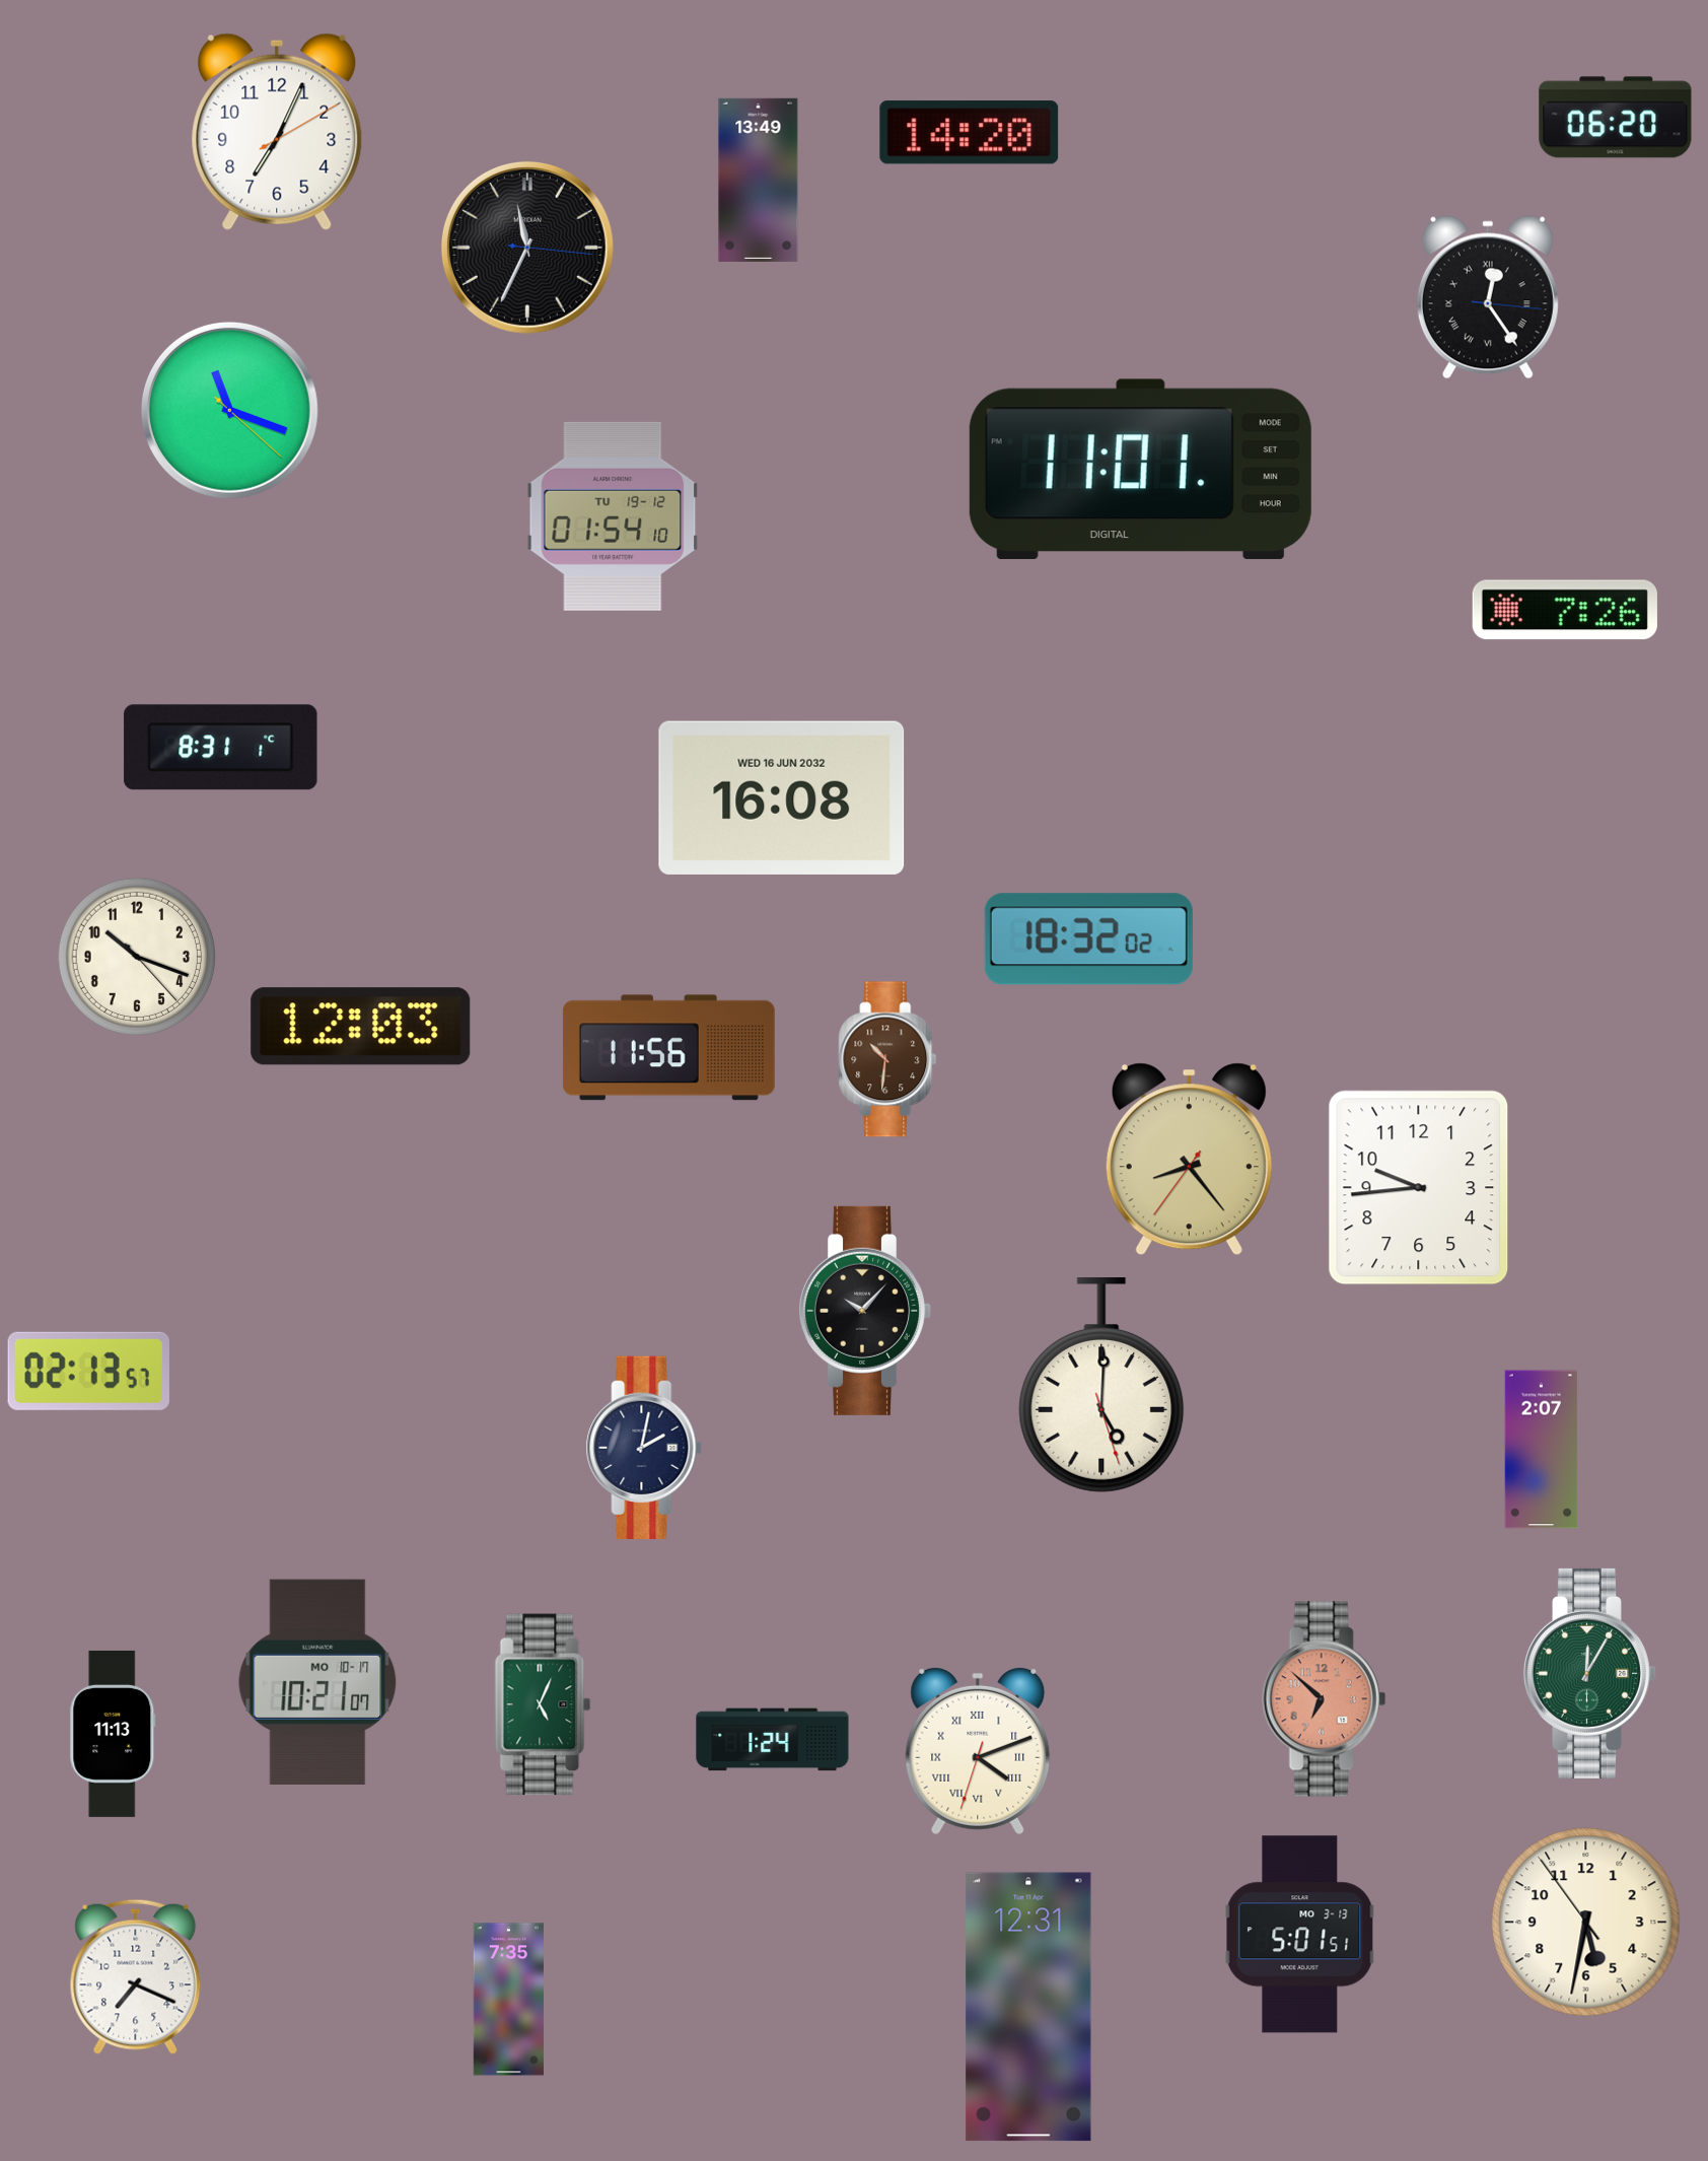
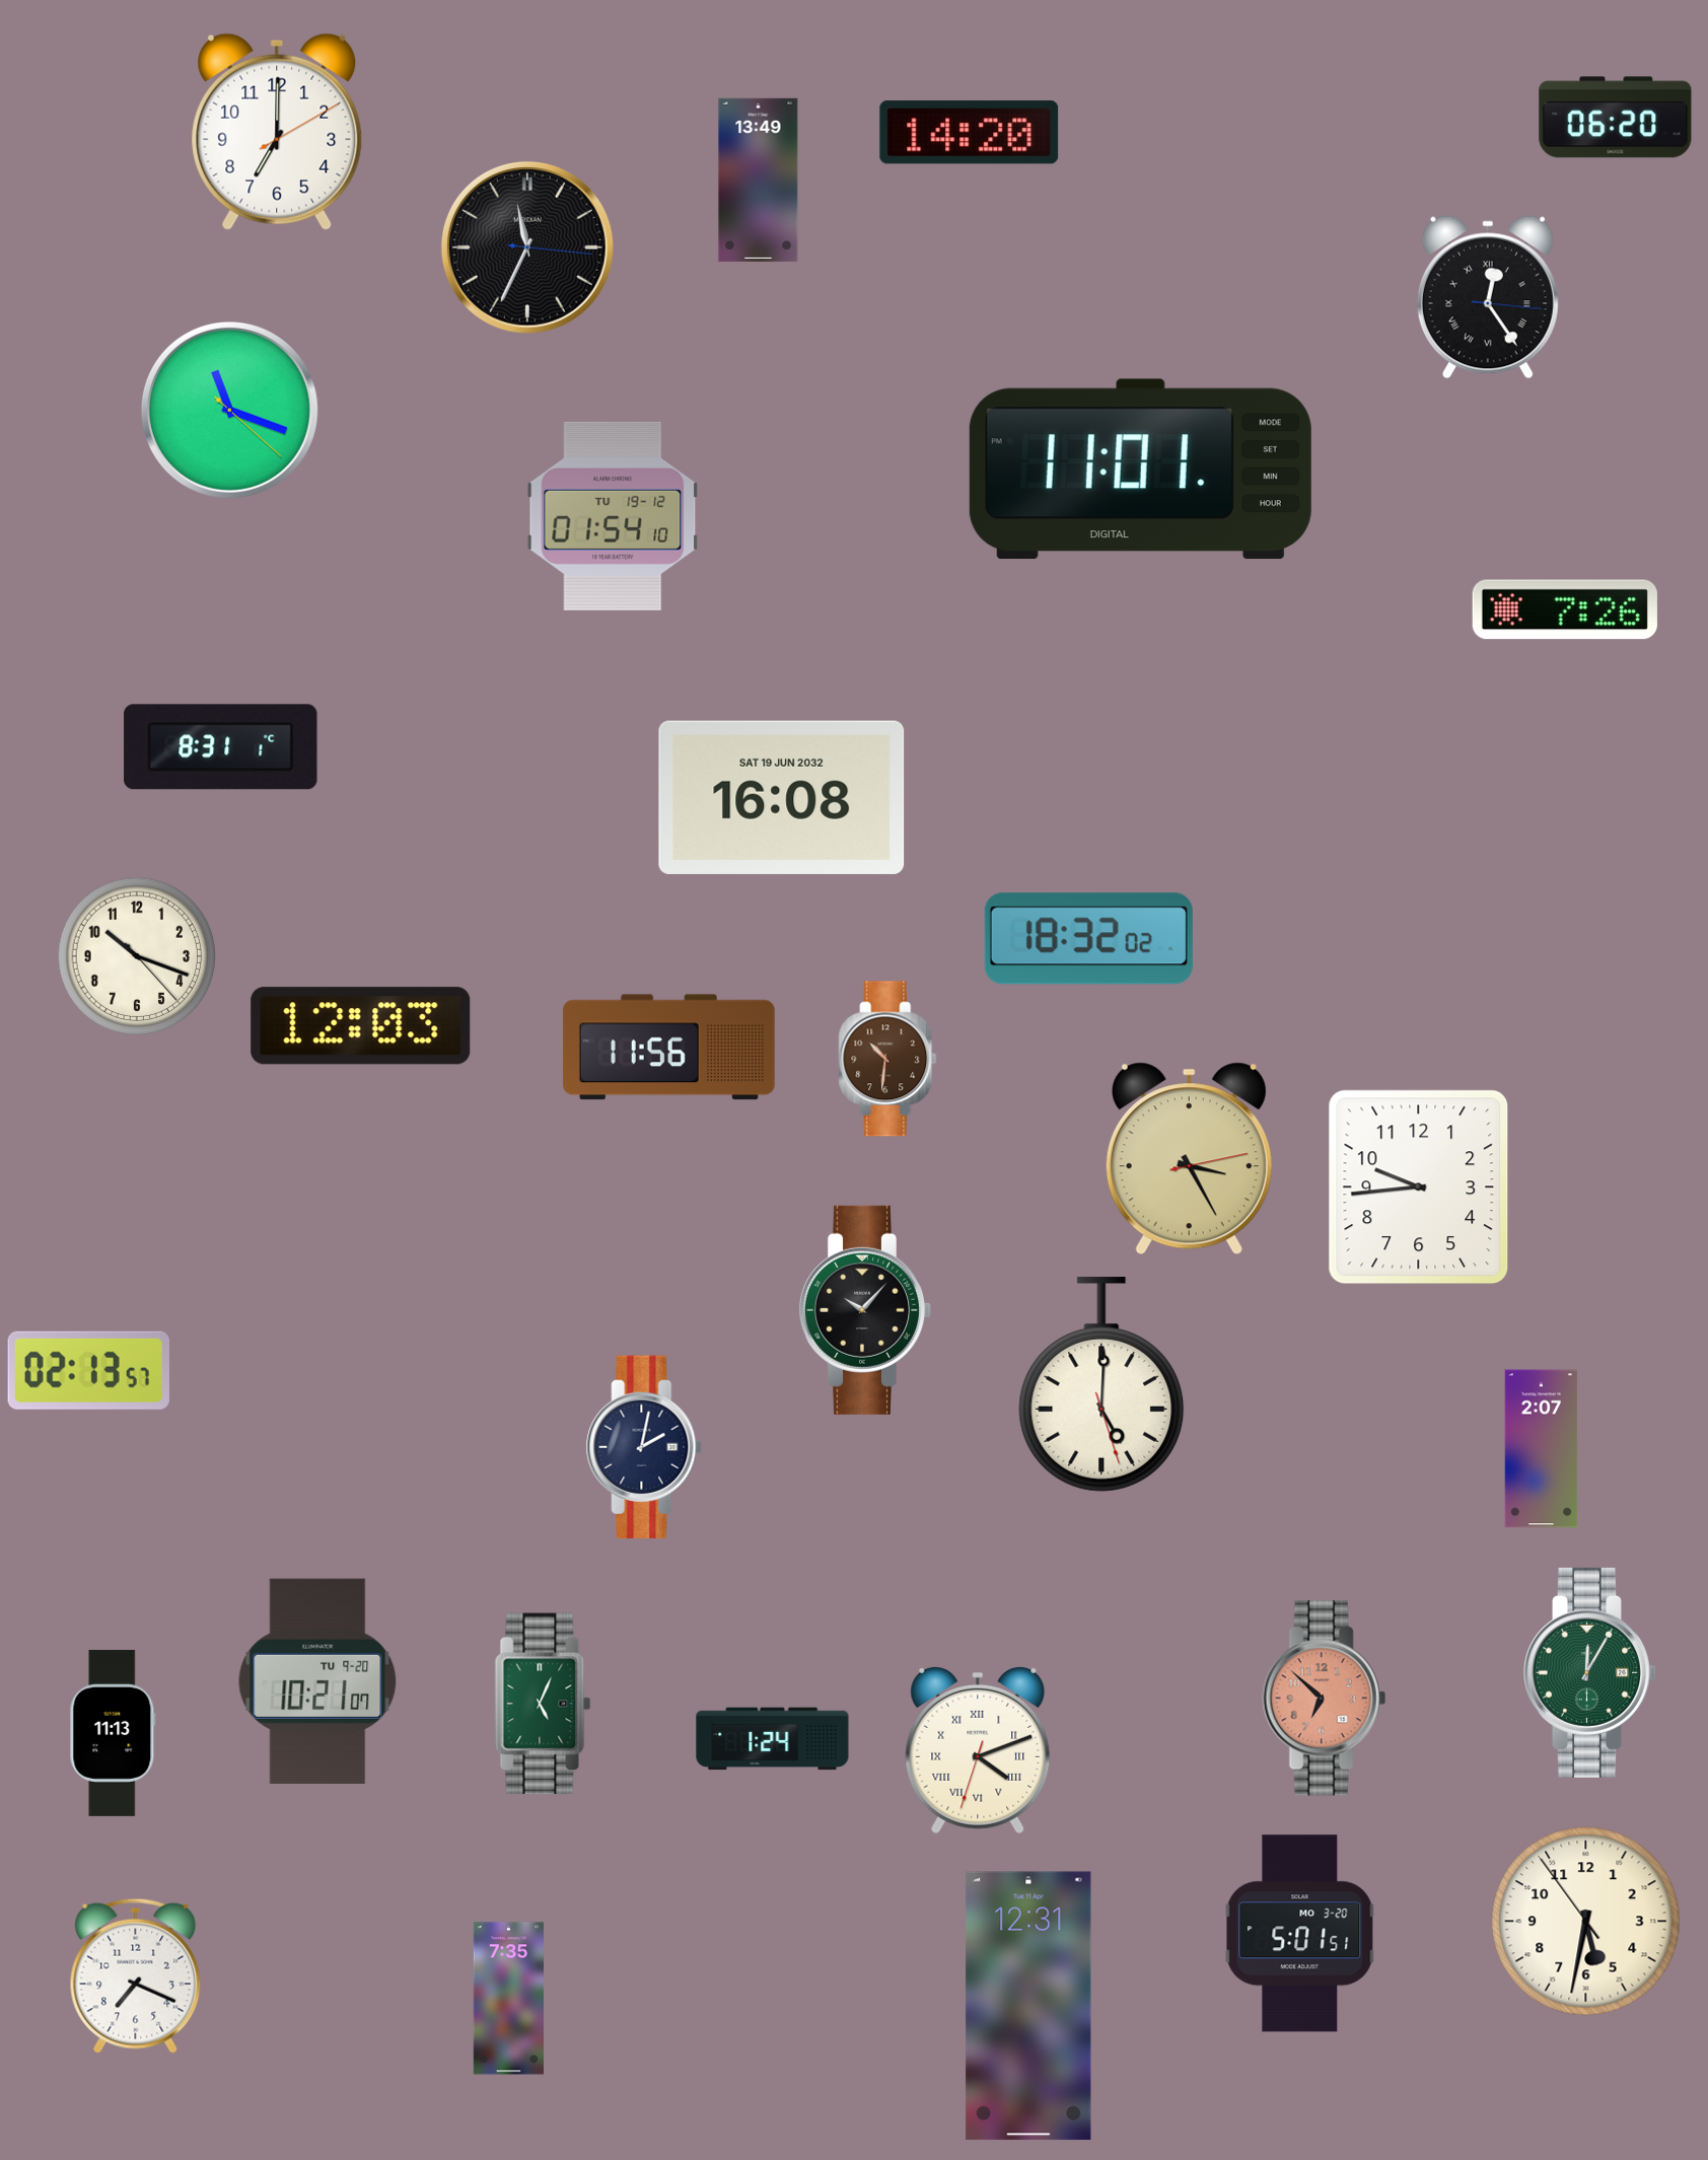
clock at (277, 132): 7:04 -> 7:00
clock at (782, 797) date: WED 16 JUN 2032 -> SAT 19 JUN 2032
clock at (1189, 1160): 8:23 -> 3:25
clock at (317, 1682) date: MO 10-17 -> TU 9-20
clock at (1300, 1935) date: MO 3-13 -> MO 3-20
